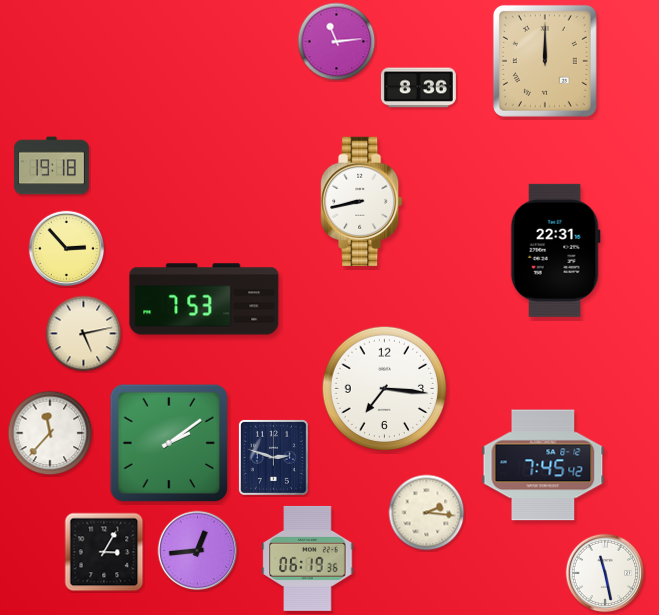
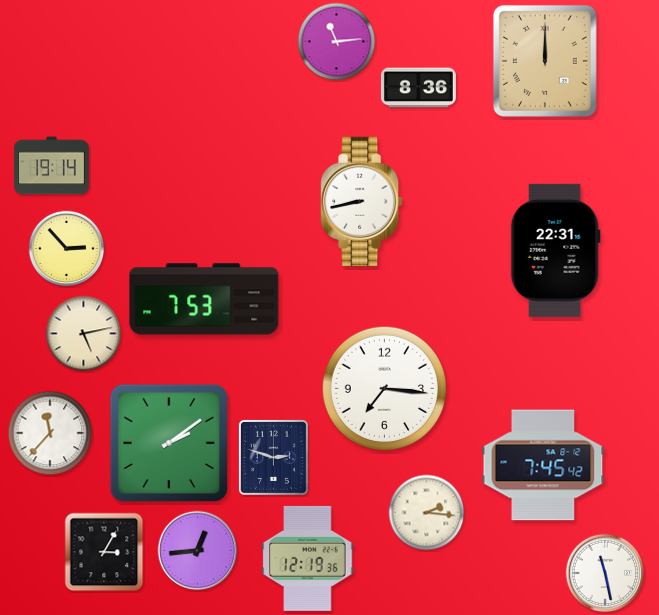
clock at (51, 166): 19:18 -> 19:14
clock at (308, 558): 06:19 -> 12:19
